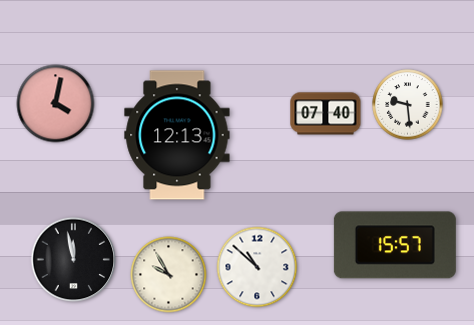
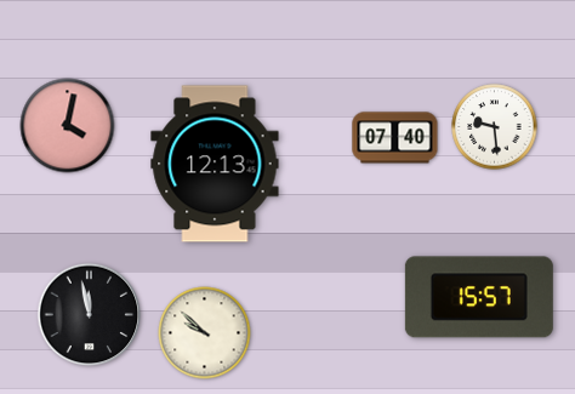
clock at (257, 267): 10:52 -> none
clock at (169, 275): 9:55 -> 9:52
